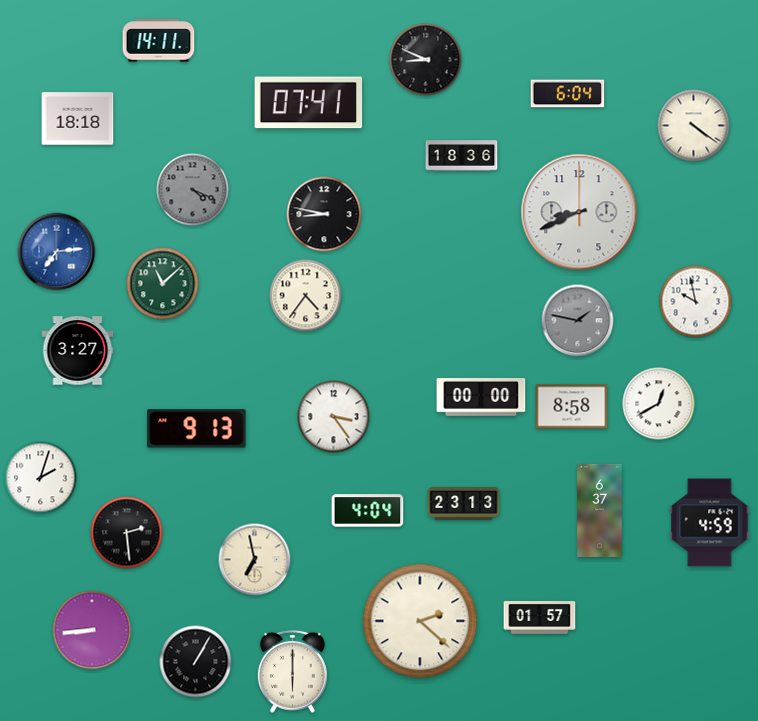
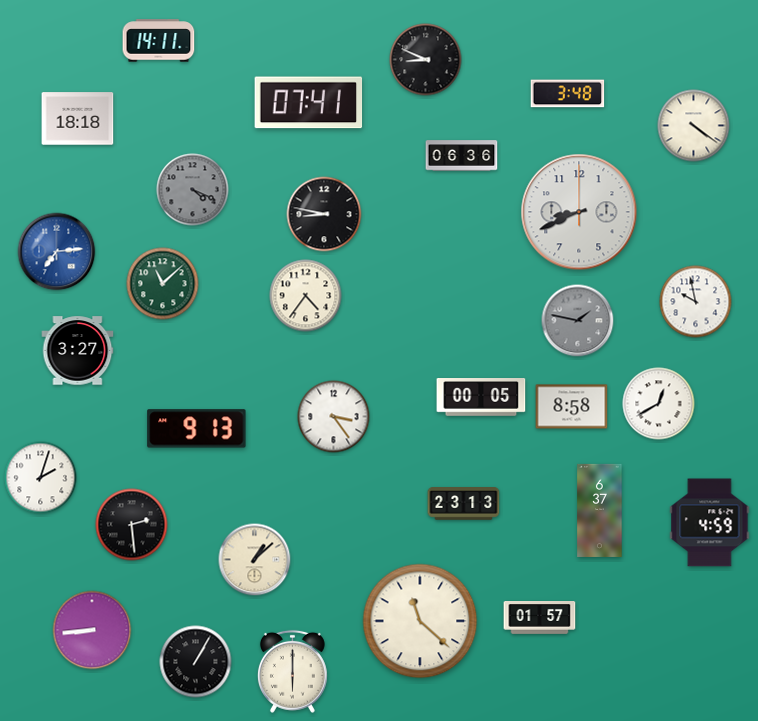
clock at (568, 94): 6:04 -> 3:48
clock at (462, 156): 18:36 -> 06:36
clock at (481, 398): 00:00 -> 00:05
clock at (368, 511): 4:04 -> none
clock at (127, 533) position: (127, 533) -> (132, 525)
clock at (255, 560): 6:58 -> 1:08
clock at (420, 621): 2:22 -> 11:22
